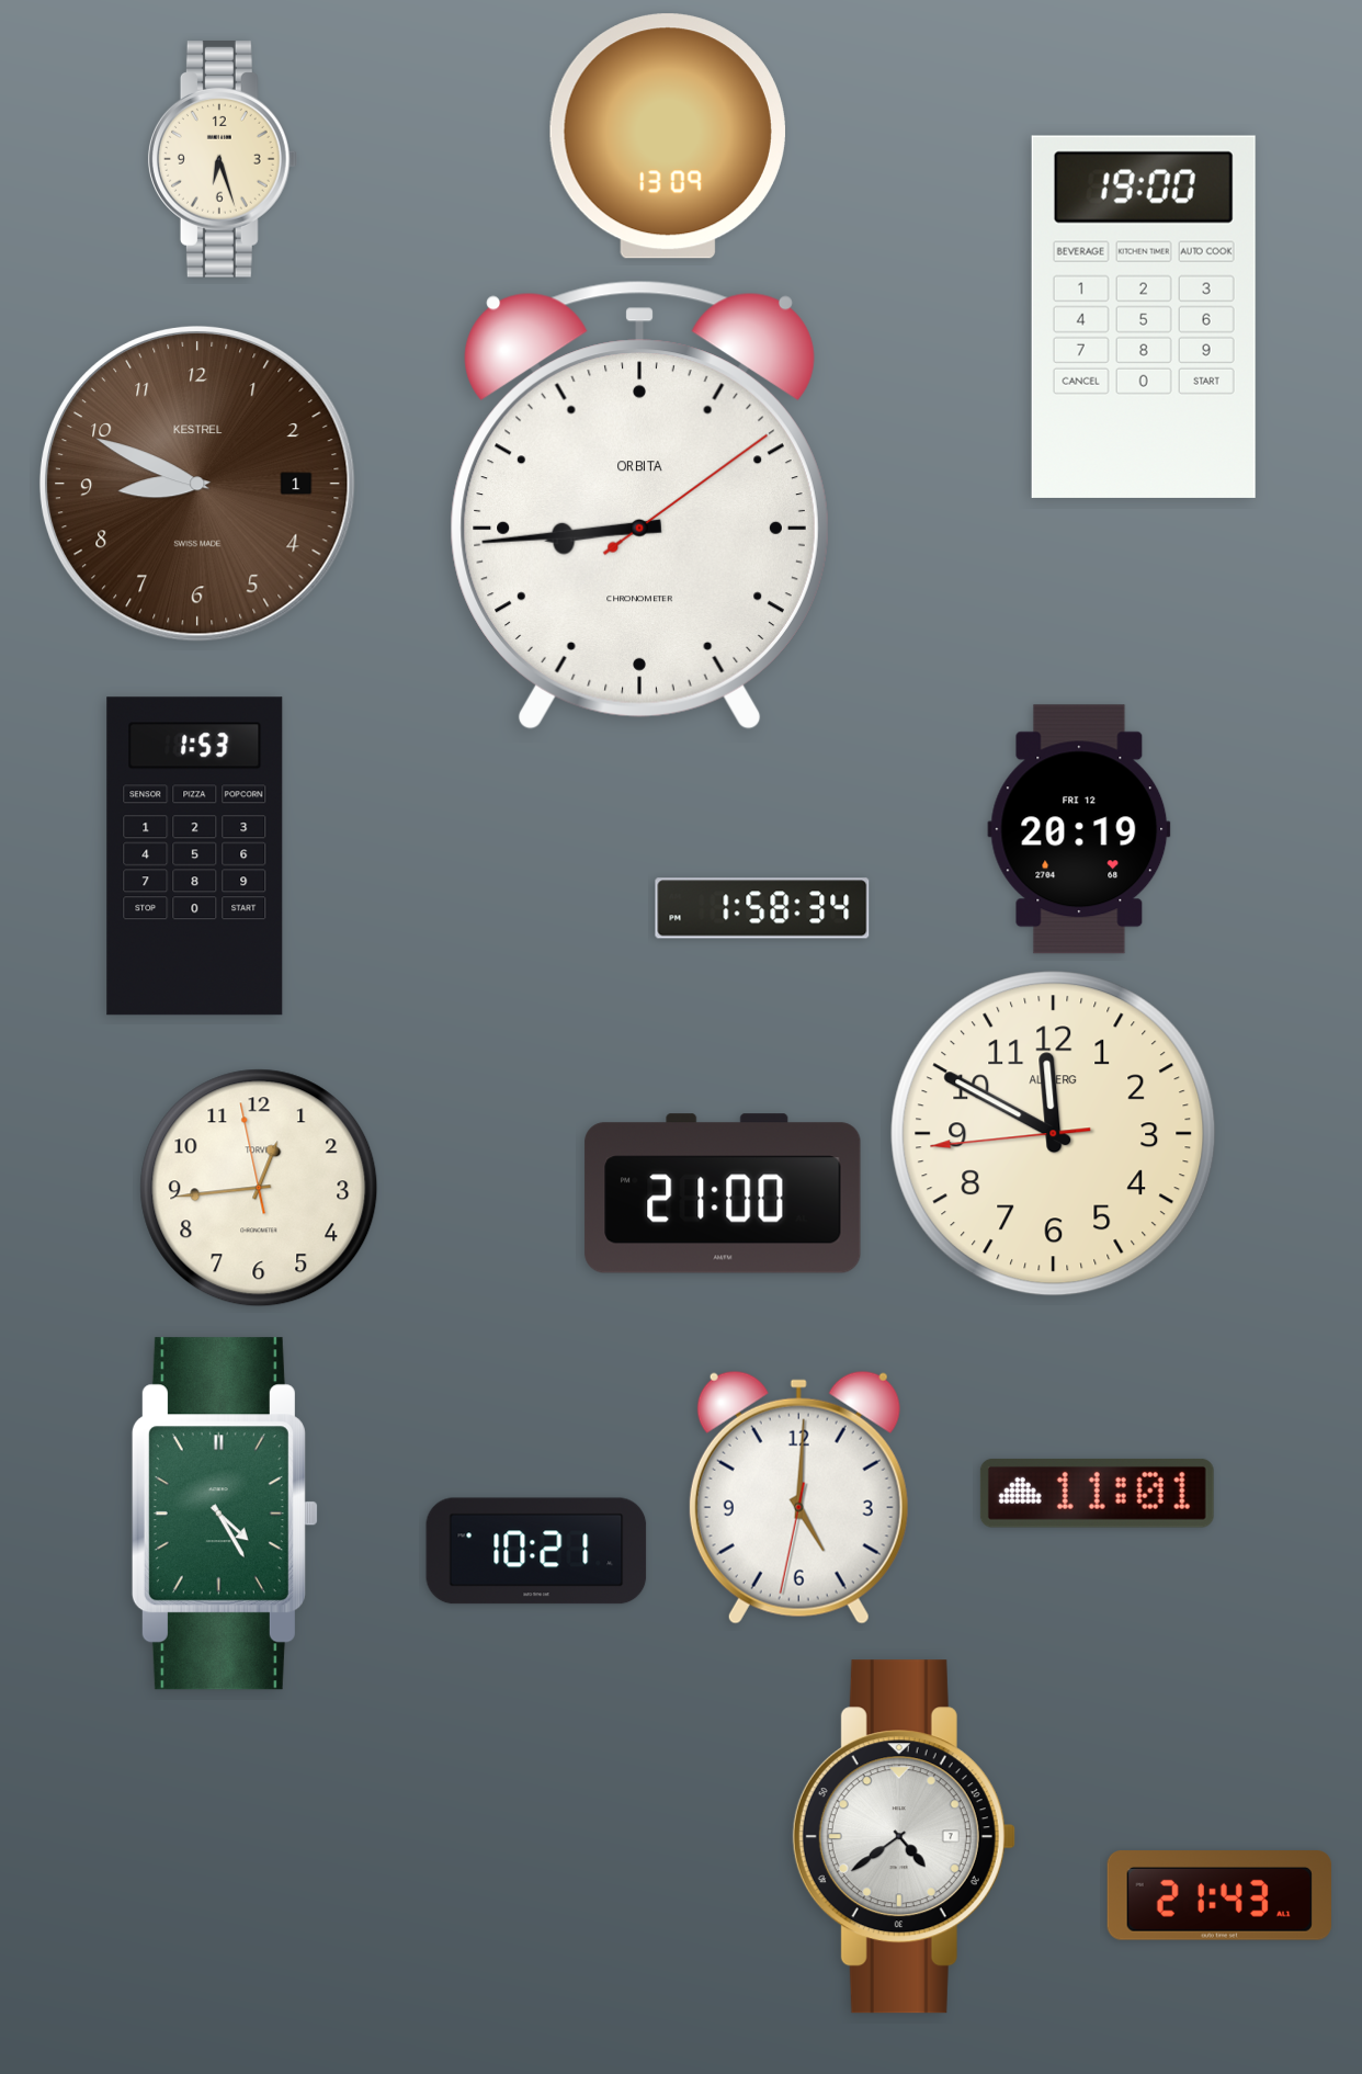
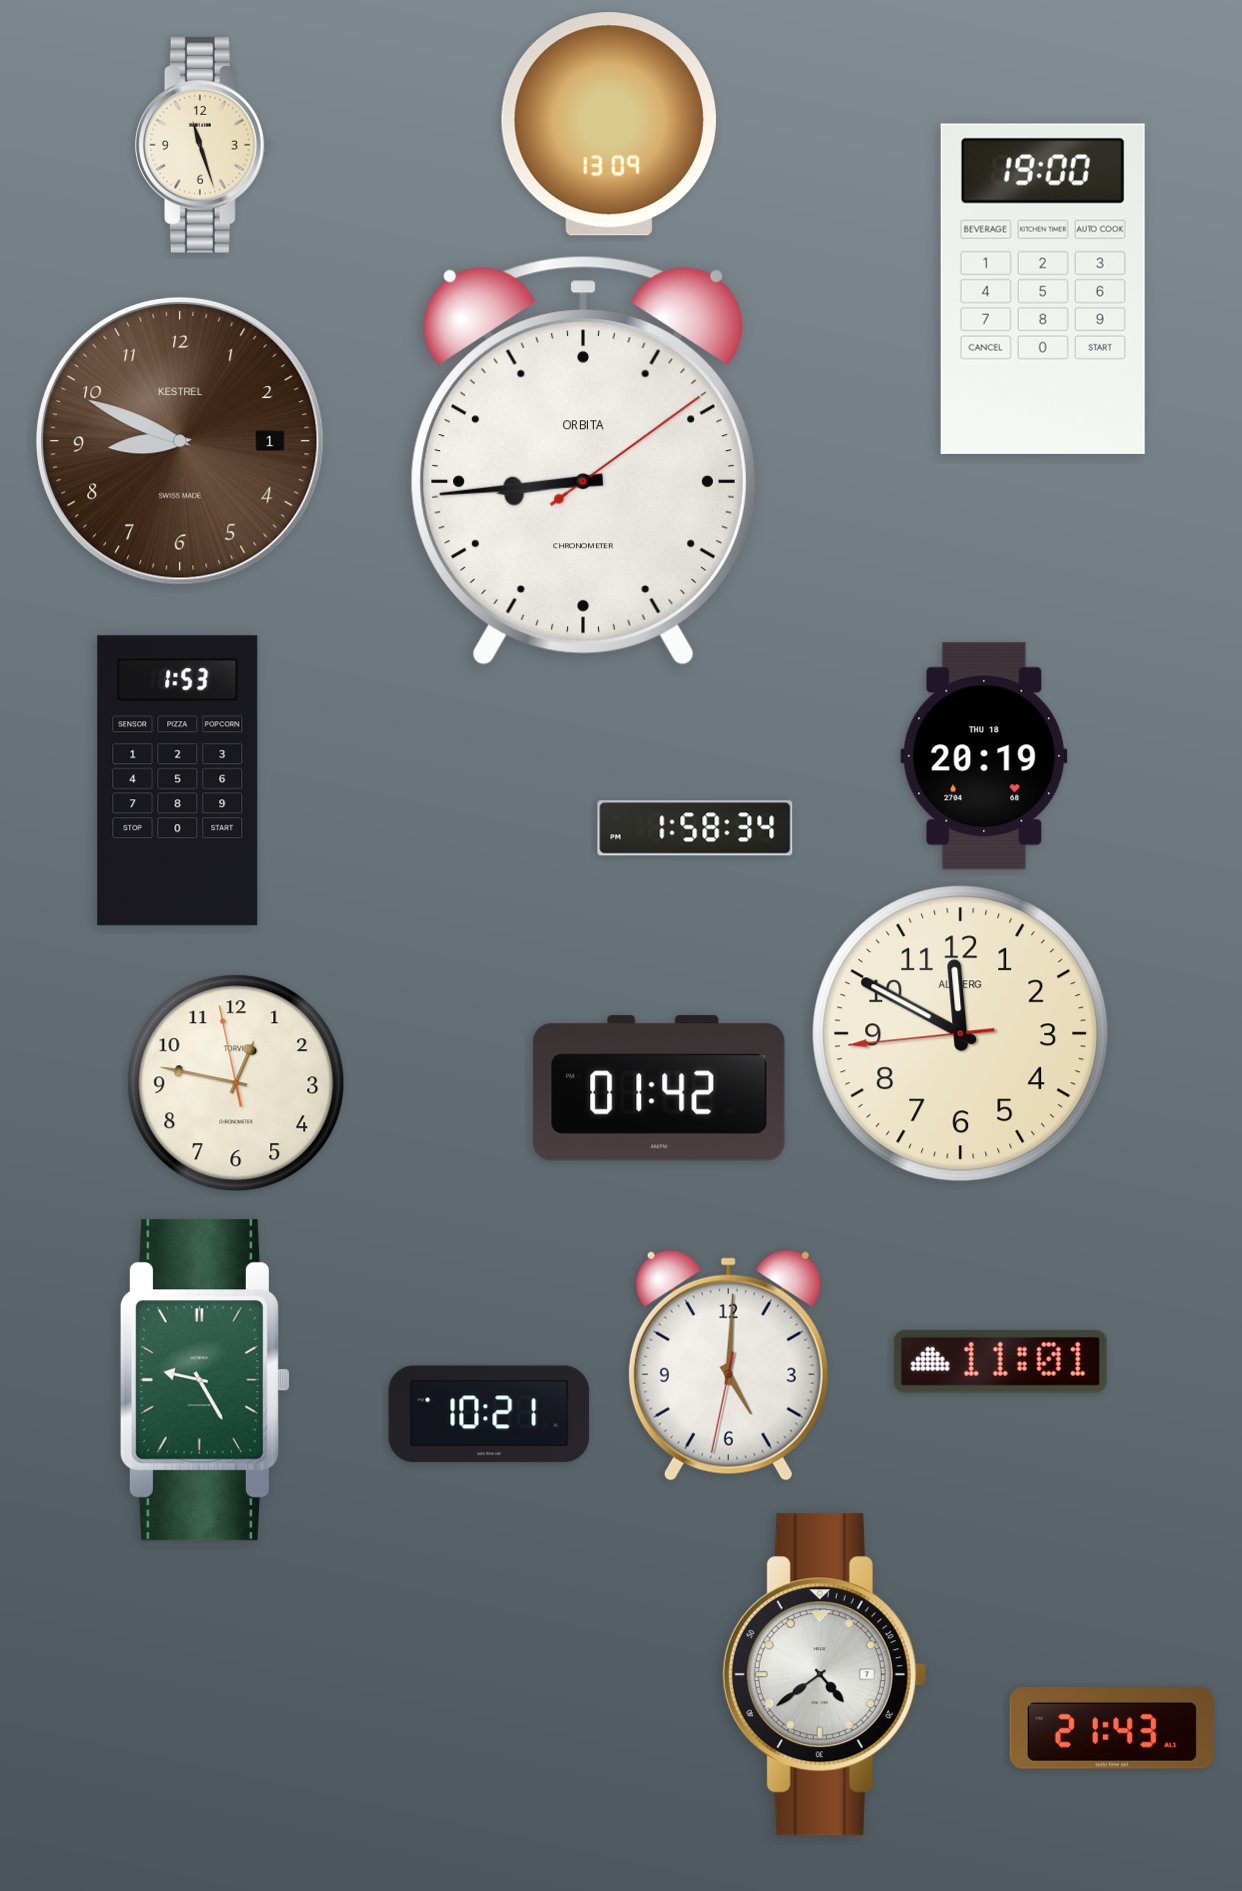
clock at (223, 160): 6:27 -> 11:27
clock at (1079, 829) date: FRI 12 -> THU 18
clock at (259, 1188): 12:43 -> 12:46
clock at (723, 1193): 21:00 -> 01:42
clock at (225, 1514): 4:25 -> 9:25
